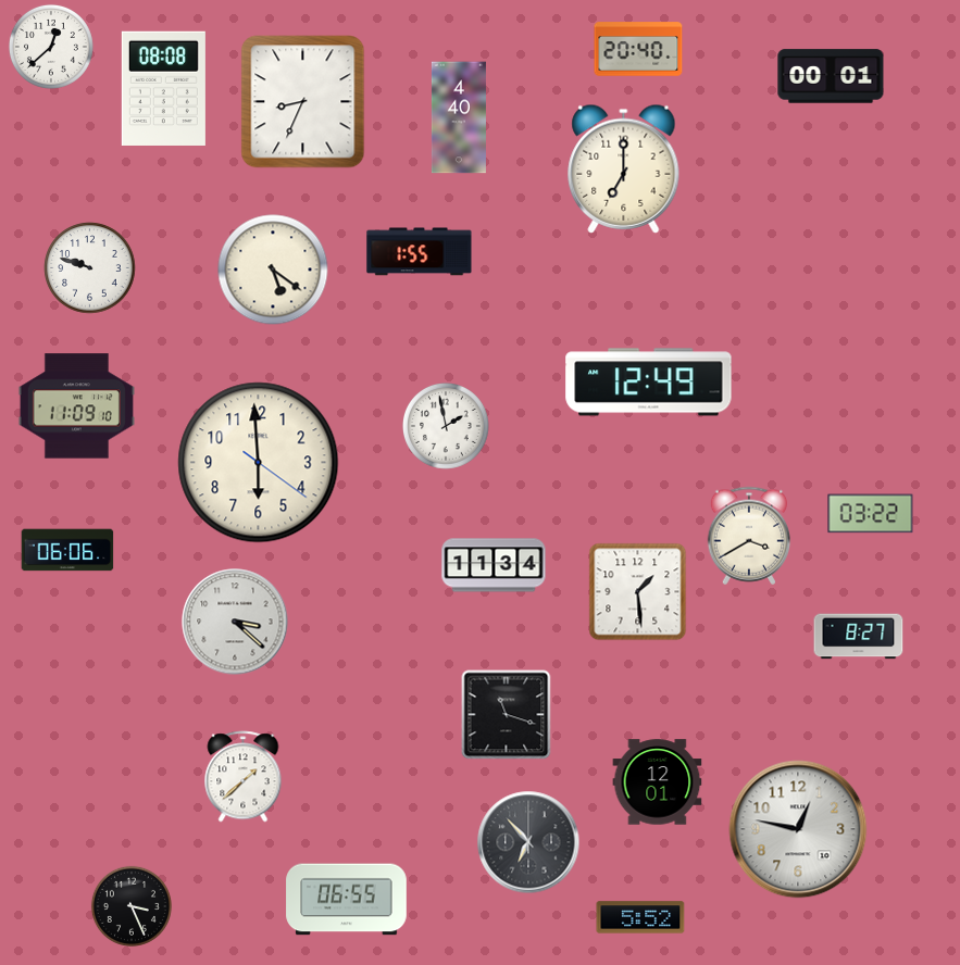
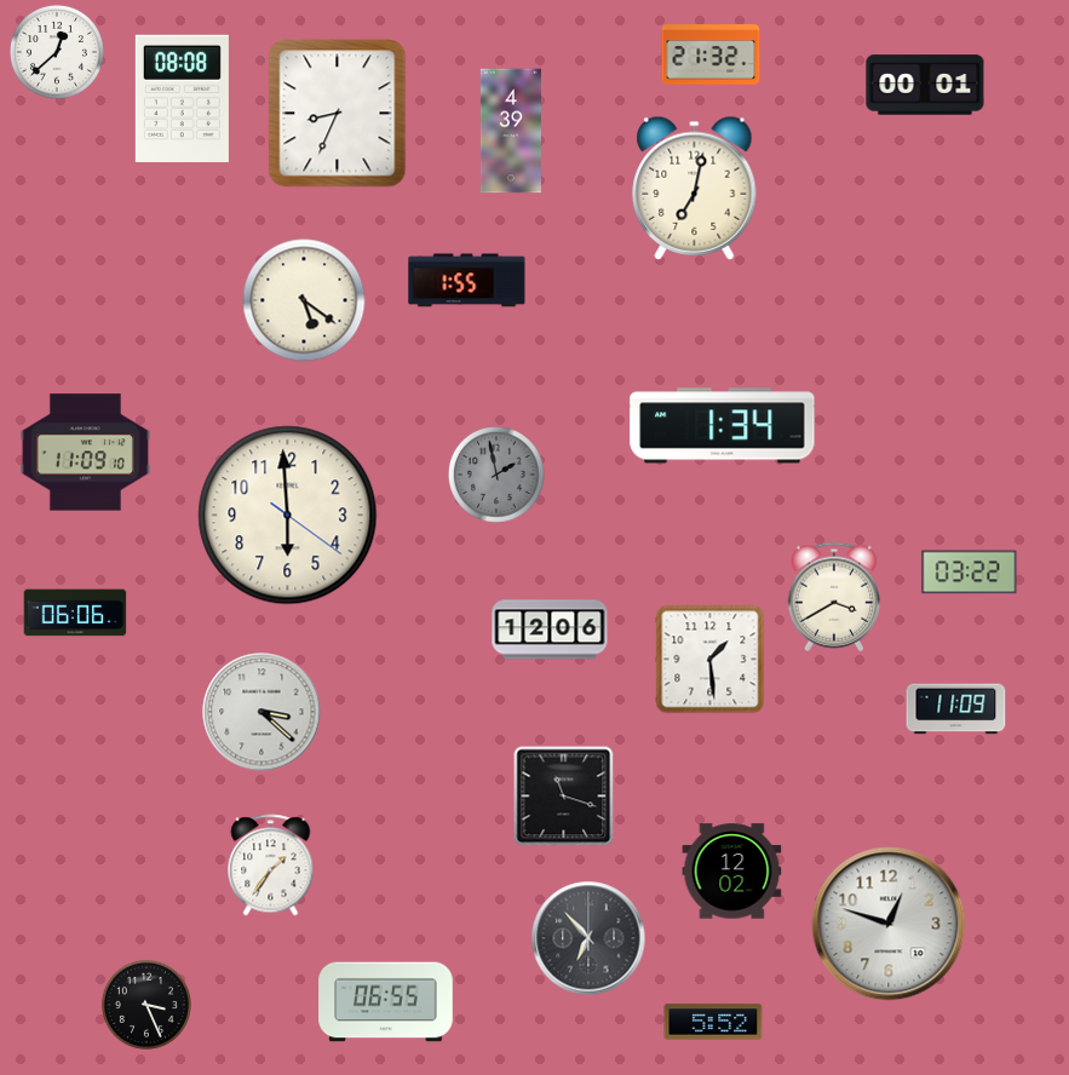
clock at (638, 49): 20:40 -> 21:32
clock at (459, 117): 4:40 -> 4:39
clock at (624, 168): 7:00 -> 7:02
clock at (90, 268): 9:48 -> none
clock at (649, 383): 12:49 -> 1:34
clock at (447, 427) dial: white -> grey
clock at (494, 565): 11:34 -> 12:06
clock at (235, 622) position: (235, 622) -> (261, 712)
clock at (859, 637): 8:27 -> 11:09
clock at (244, 777): 1:38 -> 1:36
clock at (658, 782): 12:01 -> 12:02
clock at (798, 829): 12:47 -> 12:48
clock at (132, 906) position: (132, 906) -> (146, 1005)
